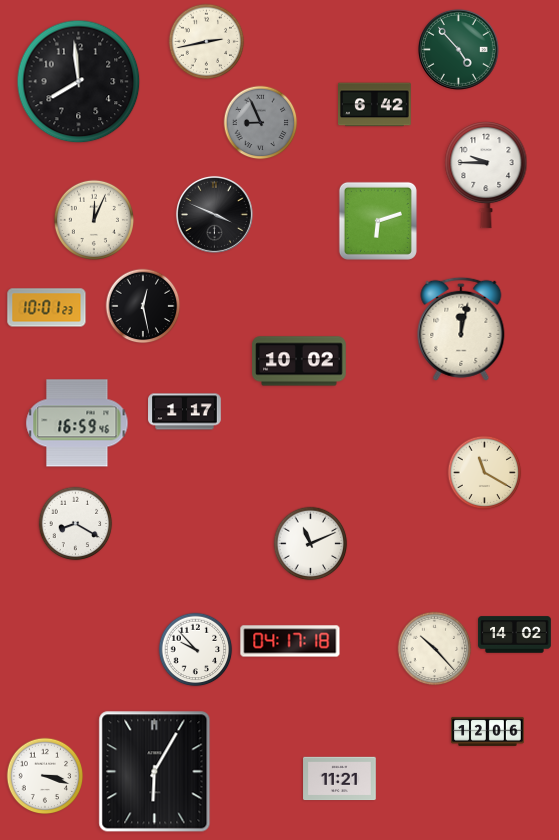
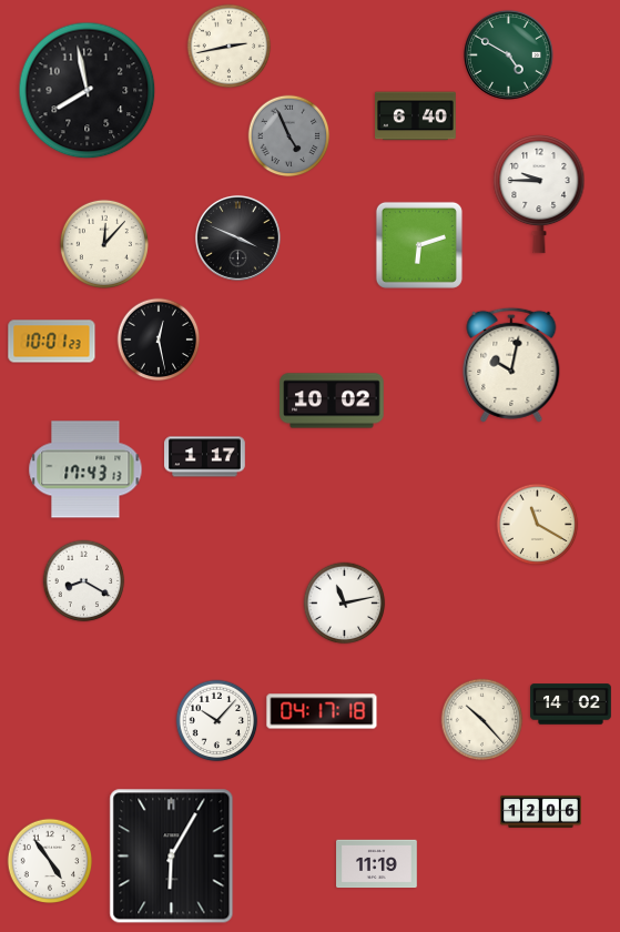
clock at (458, 49): 4:53 -> 4:50
clock at (79, 82): 7:59 -> 7:58
clock at (375, 105): 6:42 -> 6:40
clock at (261, 123): 8:56 -> 4:56
clock at (94, 220): 12:04 -> 12:07
clock at (461, 329): 12:02 -> 10:02
clock at (77, 423): 16:59 -> 17:43
clock at (311, 544): 11:11 -> 11:13
clock at (196, 650): 9:53 -> 10:07
clock at (45, 776): 3:18 -> 4:54
clock at (340, 779): 11:21 -> 11:19
